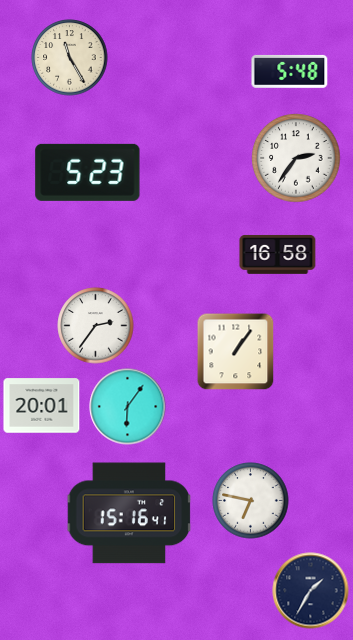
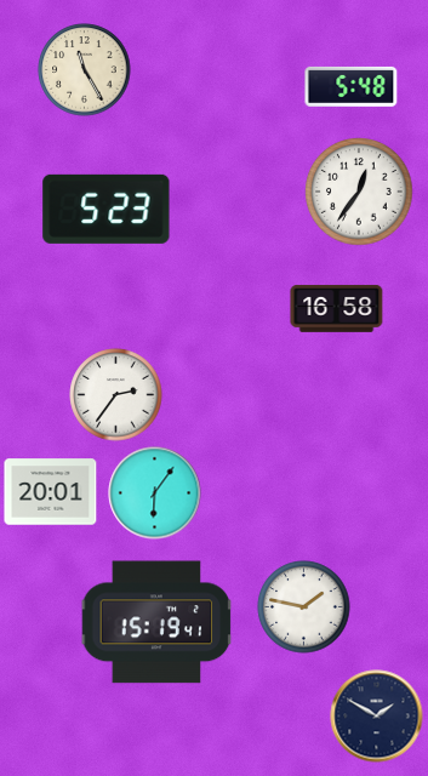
clock at (296, 158): 2:36 -> 12:36
clock at (235, 351): 1:06 -> none
clock at (251, 501): 6:47 -> 1:47
clock at (129, 513): 15:16 -> 15:19
clock at (311, 591): 1:35 -> 1:50
